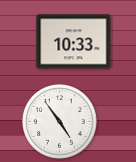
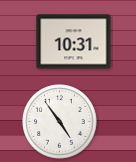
clock at (74, 42): 10:33 -> 10:31
